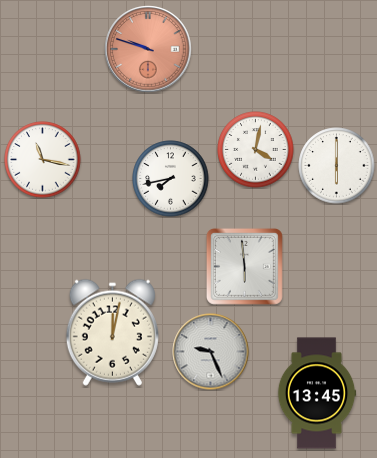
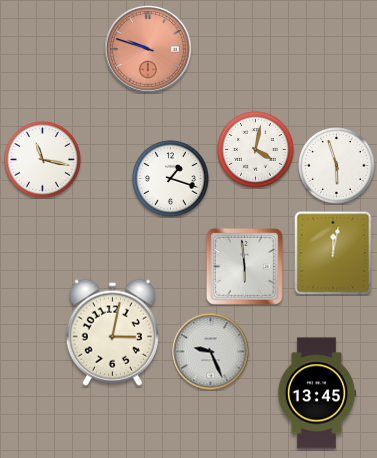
clock at (337, 166): 6:00 -> 5:57
clock at (171, 179): 7:43 -> 1:18
clock at (333, 253): none -> 12:02
clock at (112, 332): 12:02 -> 3:02
